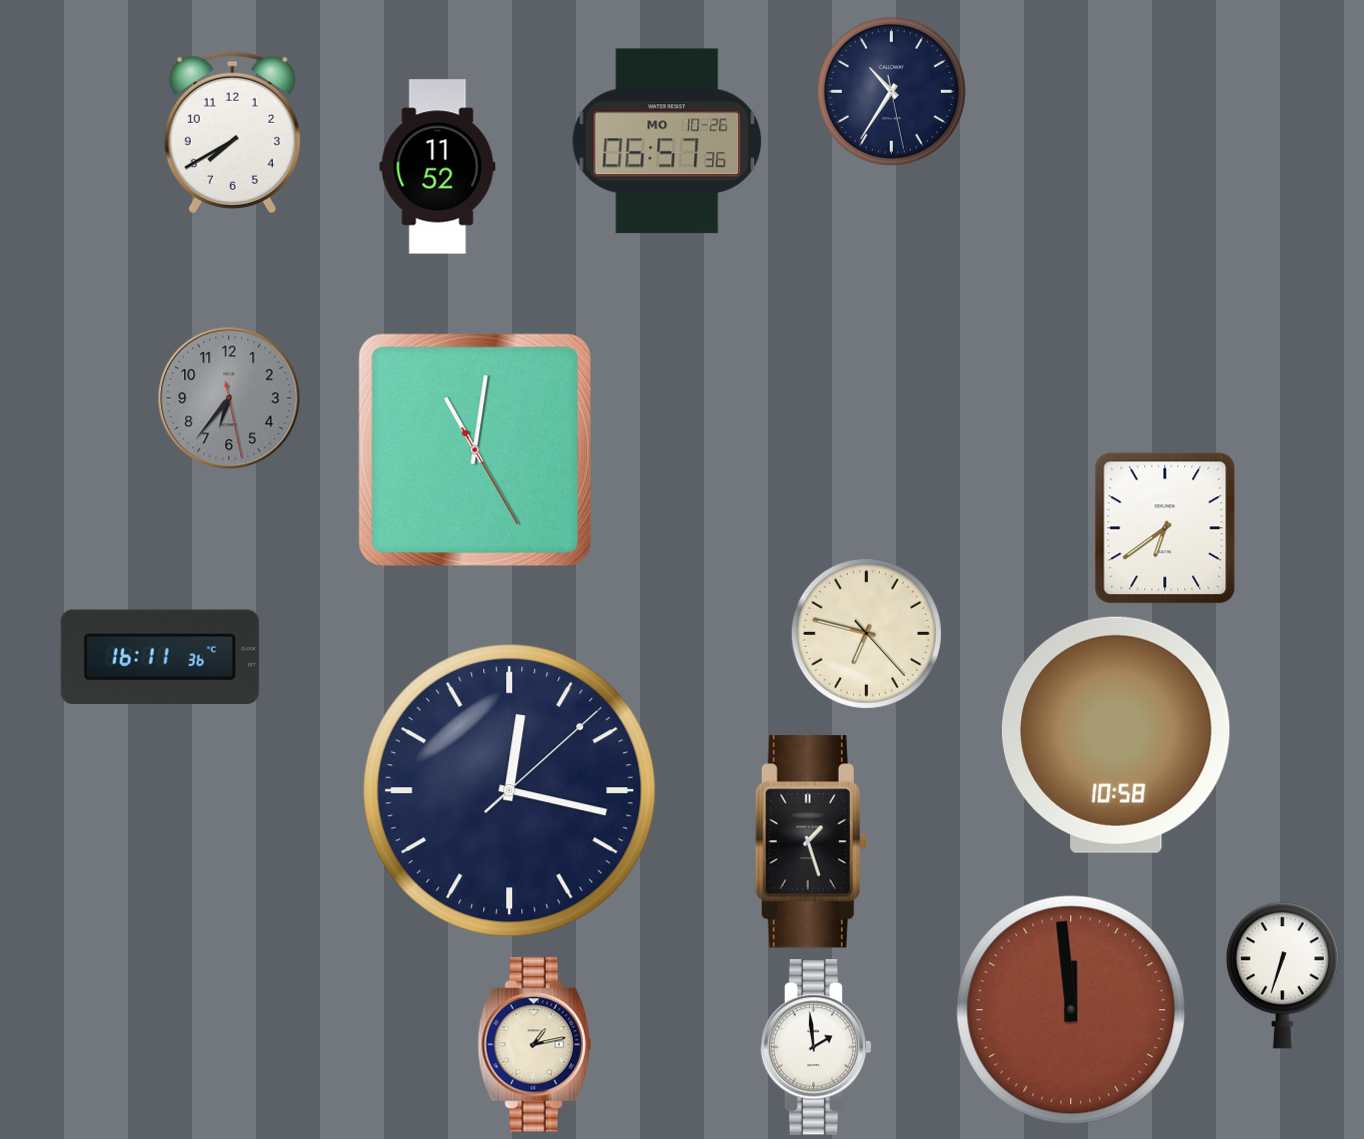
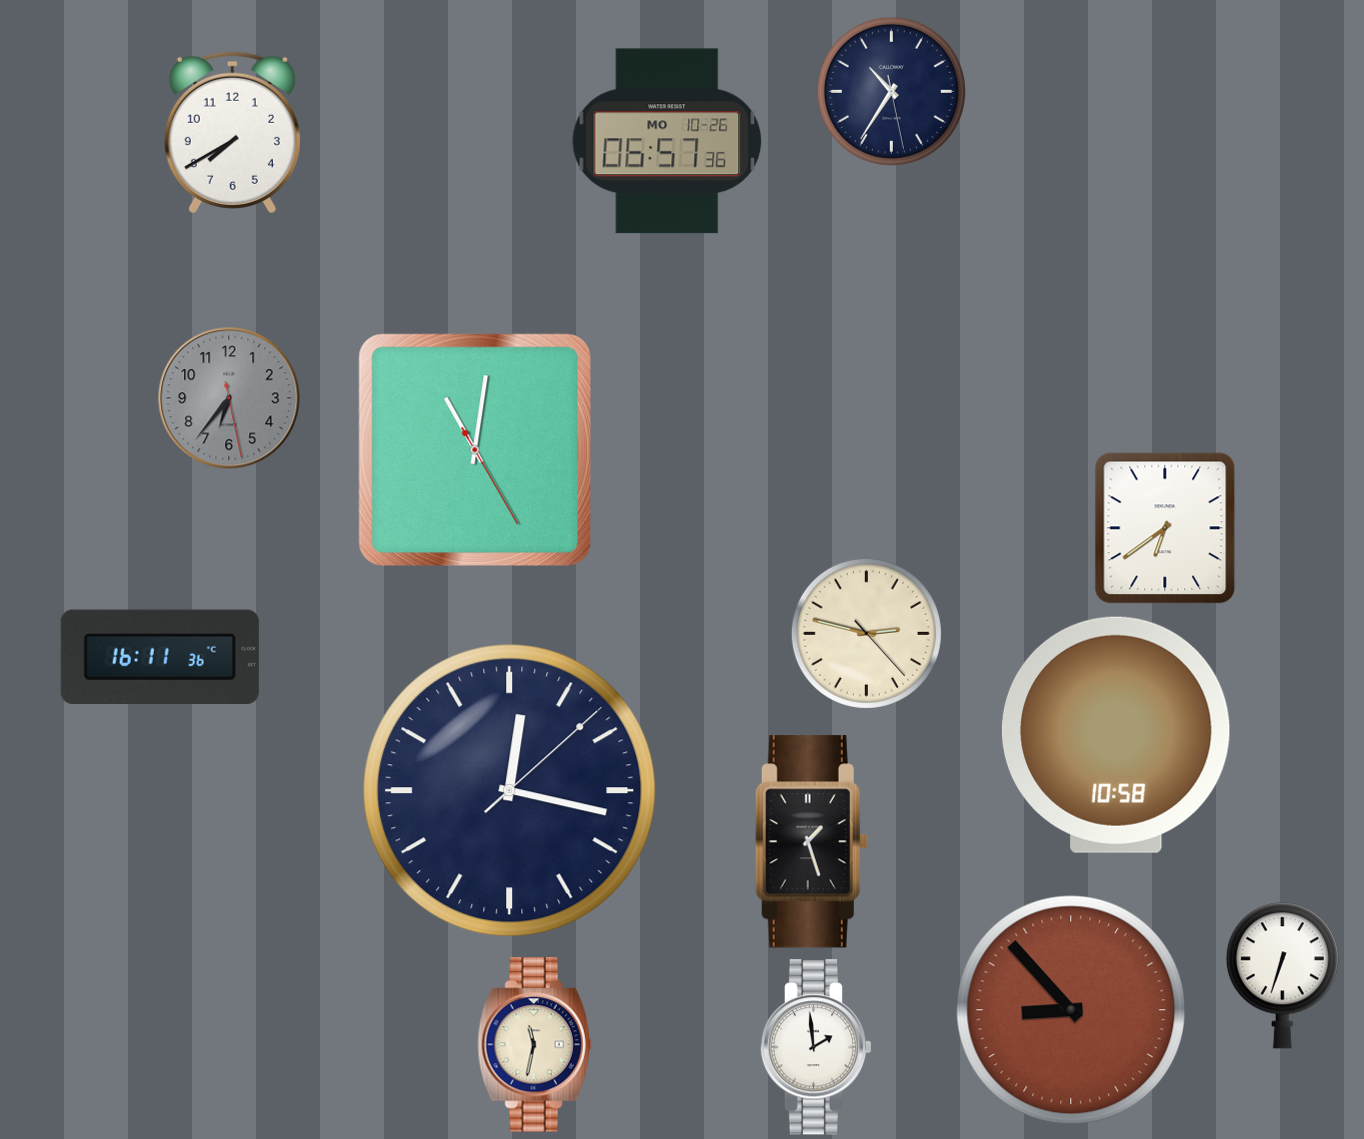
clock at (438, 167): 11:52 -> none
clock at (866, 633): 6:47 -> 2:47
clock at (1071, 1010): 11:59 -> 8:53
clock at (535, 1045): 1:13 -> 11:32
